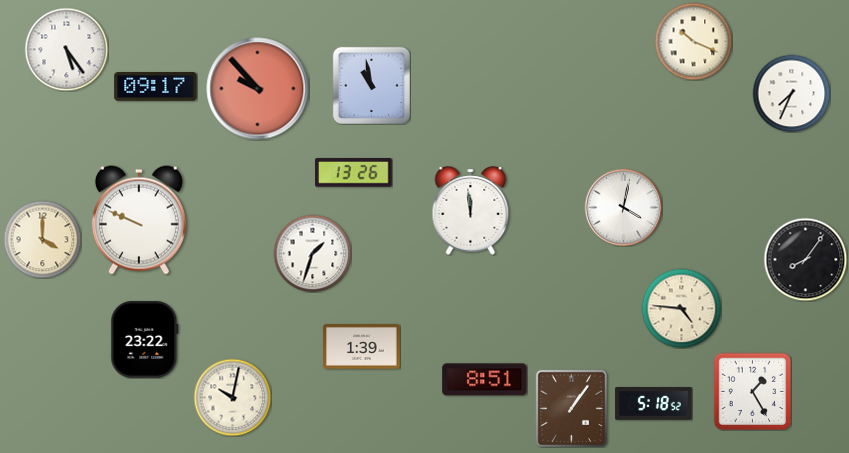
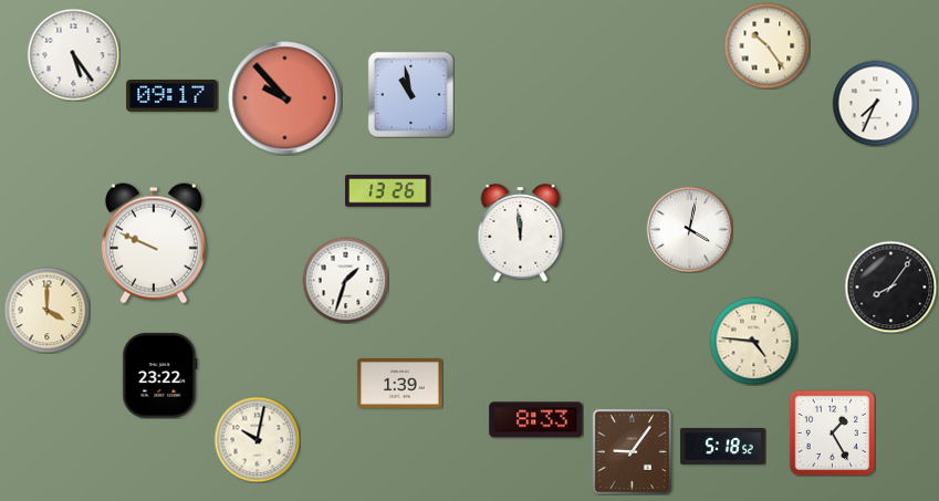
clock at (693, 41): 10:19 -> 10:24
clock at (354, 173) position: (354, 173) -> (388, 191)
clock at (42, 239) position: (42, 239) -> (46, 310)
clock at (485, 380): 8:51 -> 8:33
clock at (571, 408): 1:06 -> 9:06
